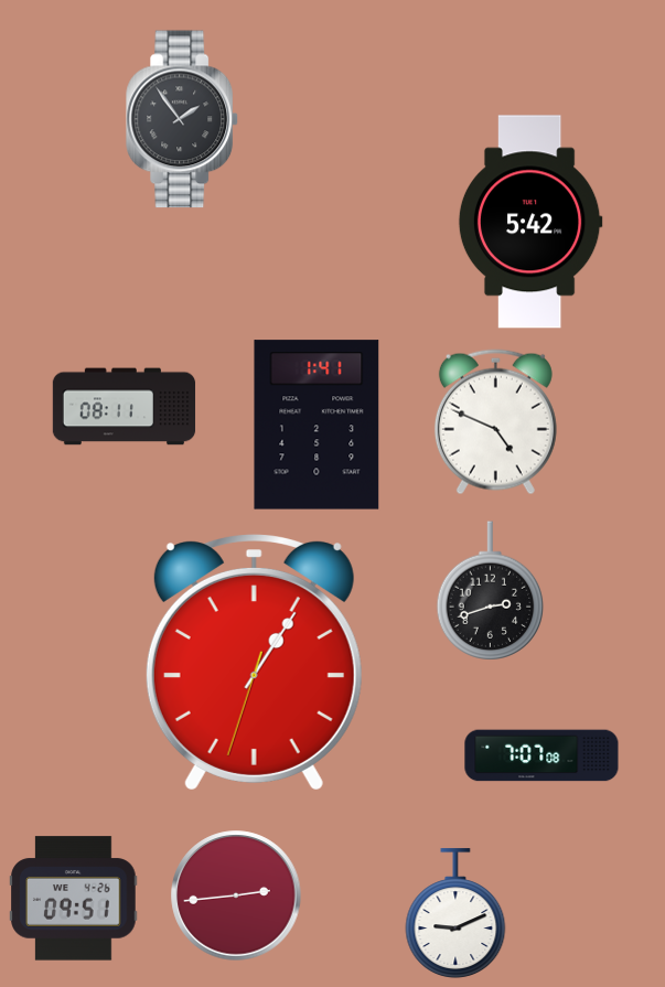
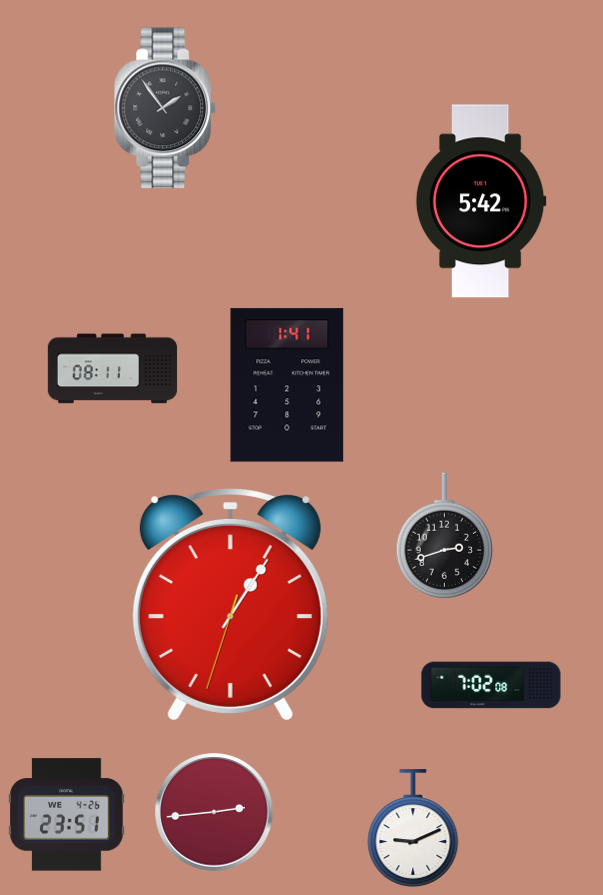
clock at (495, 422): 4:49 -> none
clock at (254, 663) position: (254, 663) -> (230, 605)
clock at (541, 755): 7:07 -> 7:02
clock at (74, 899): 09:51 -> 23:51
